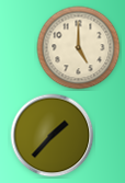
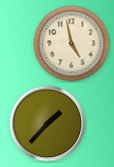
clock at (79, 48): 5:00 -> 4:58
